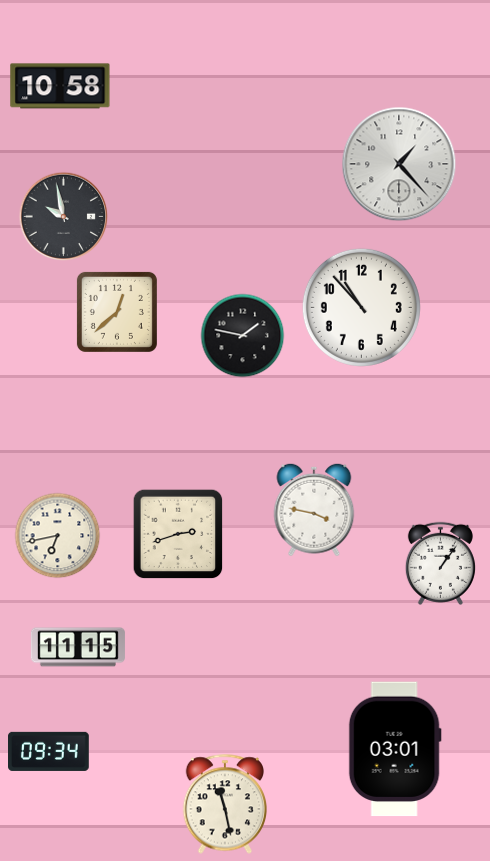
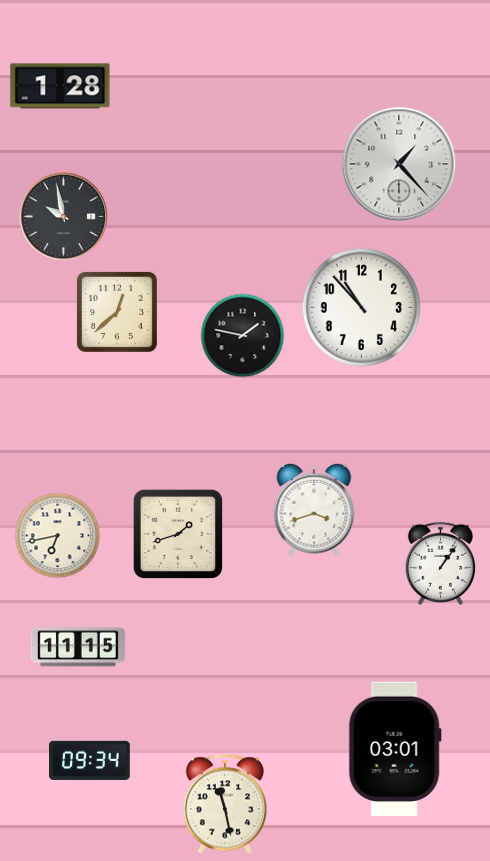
clock at (60, 86): 10:58 -> 1:28
clock at (314, 510): 3:47 -> 3:42
clock at (178, 534): 2:42 -> 1:42
clock at (49, 751) position: (49, 751) -> (90, 760)
